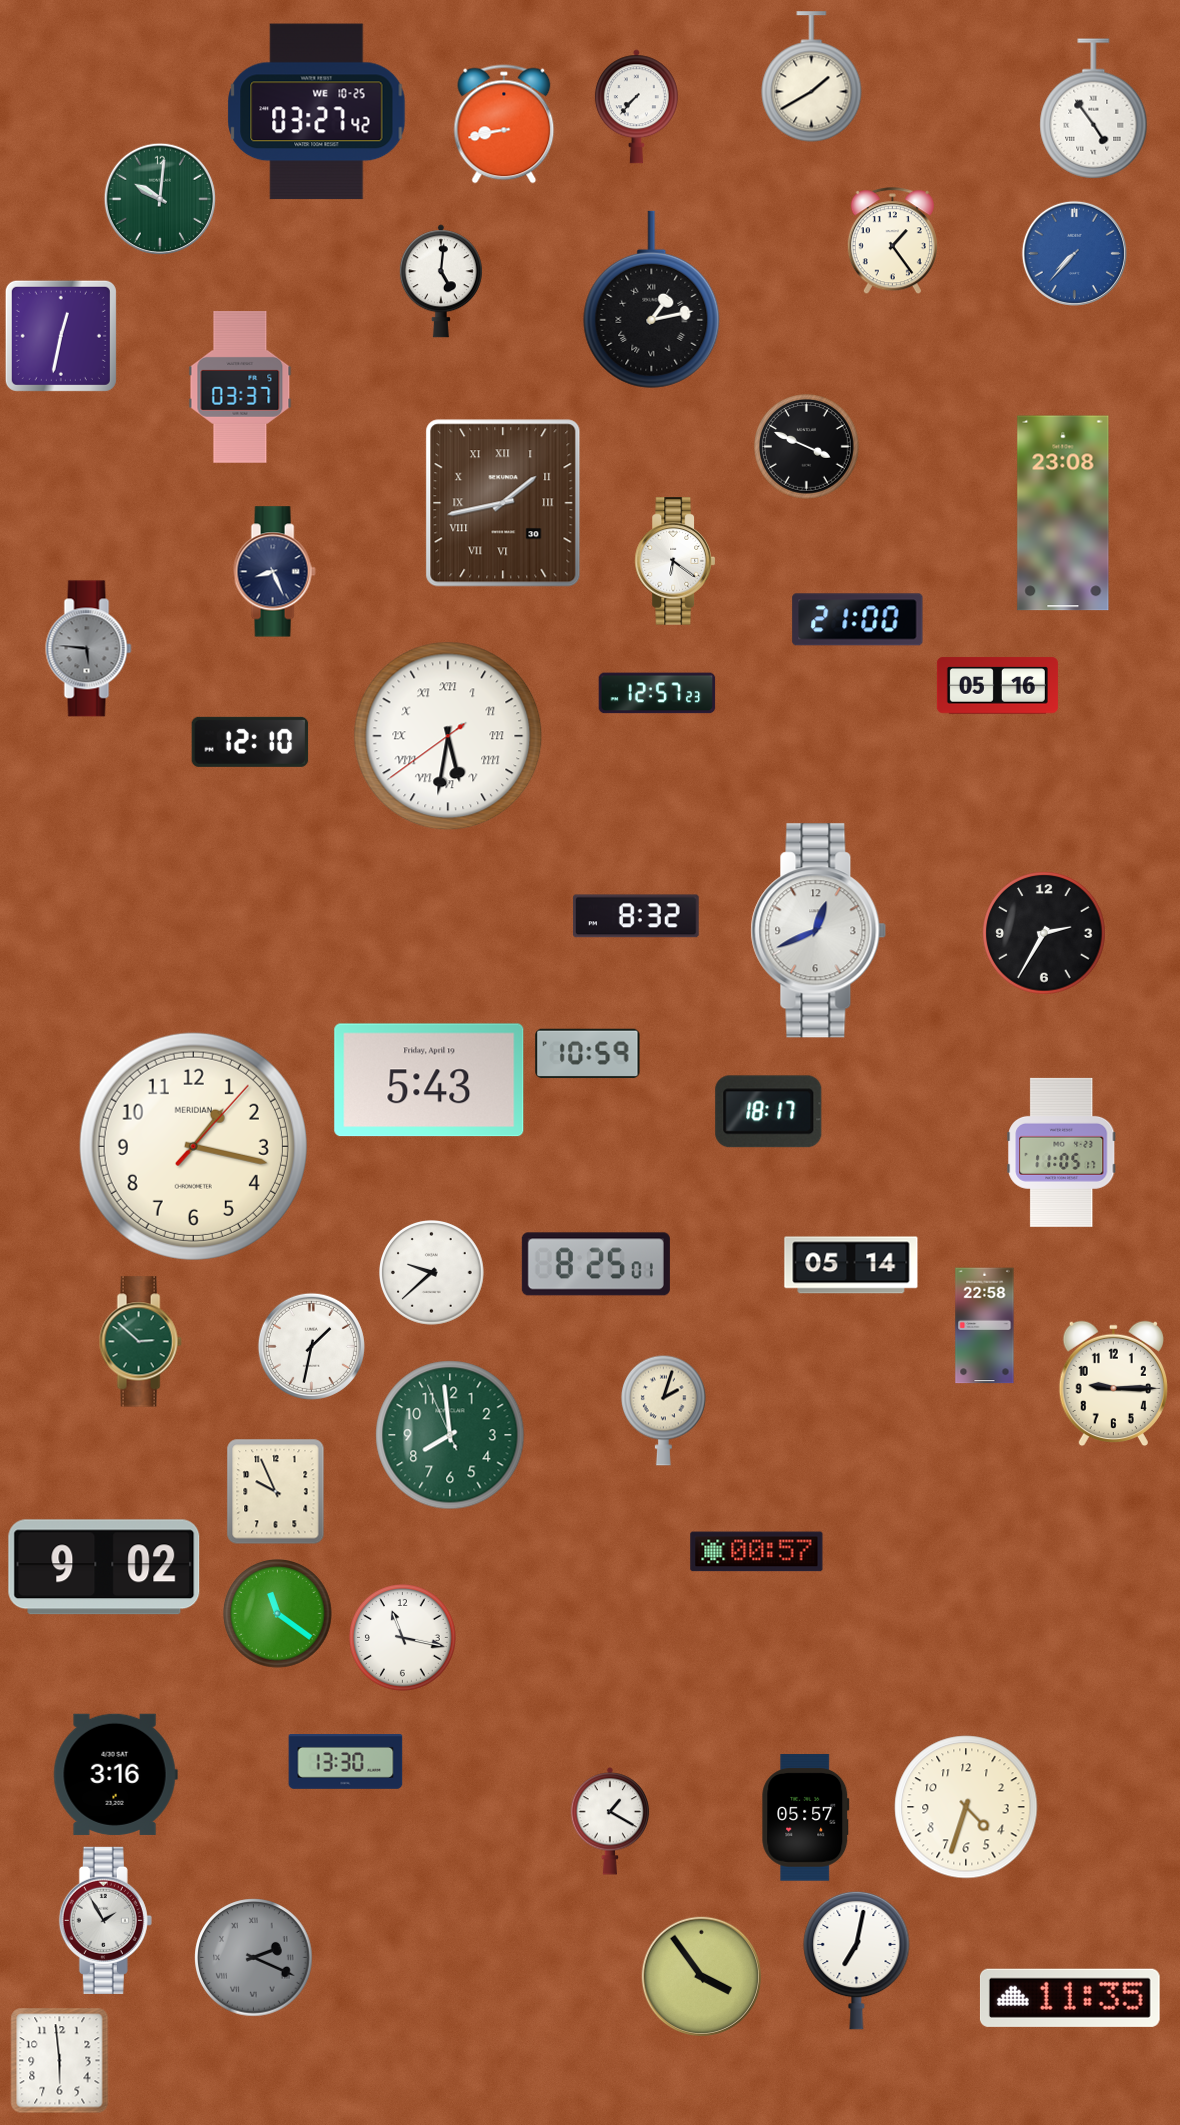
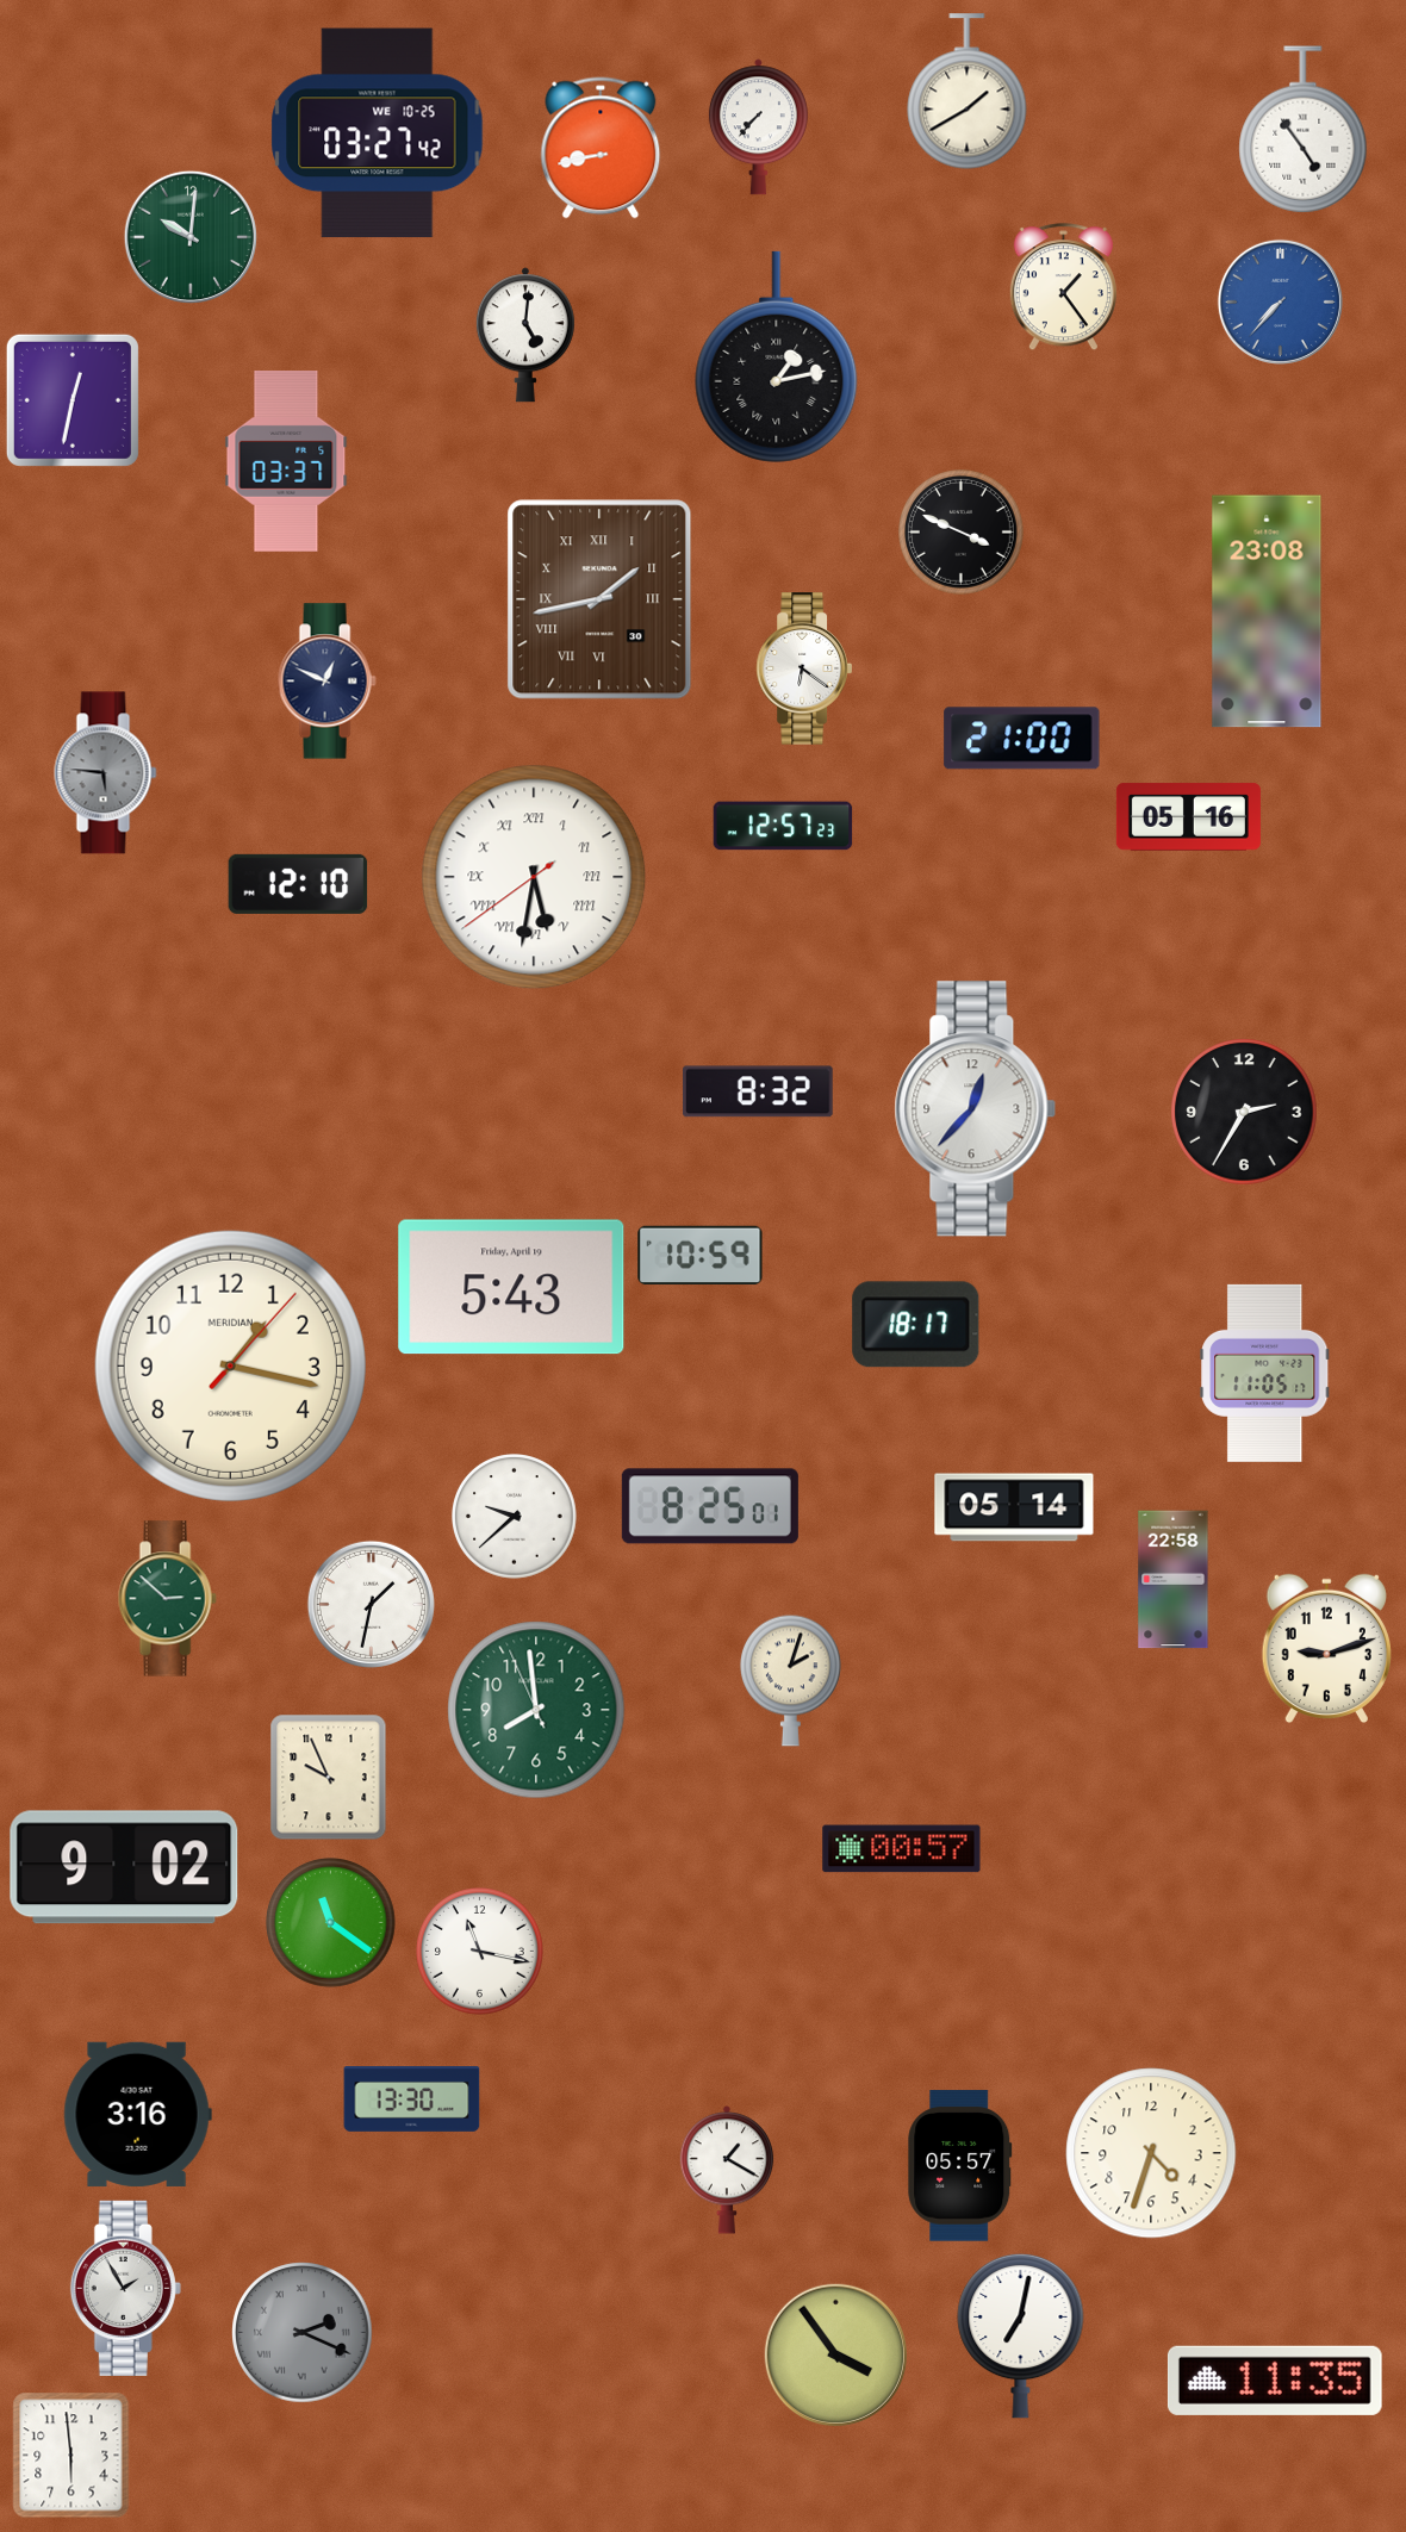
clock at (274, 572): 8:26 -> 12:49
clock at (819, 931): 12:41 -> 12:37
clock at (1113, 1384): 9:15 -> 9:12
